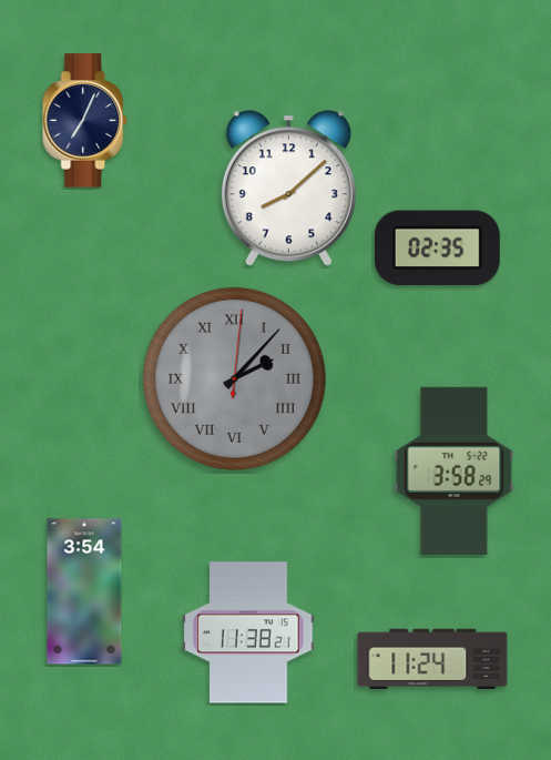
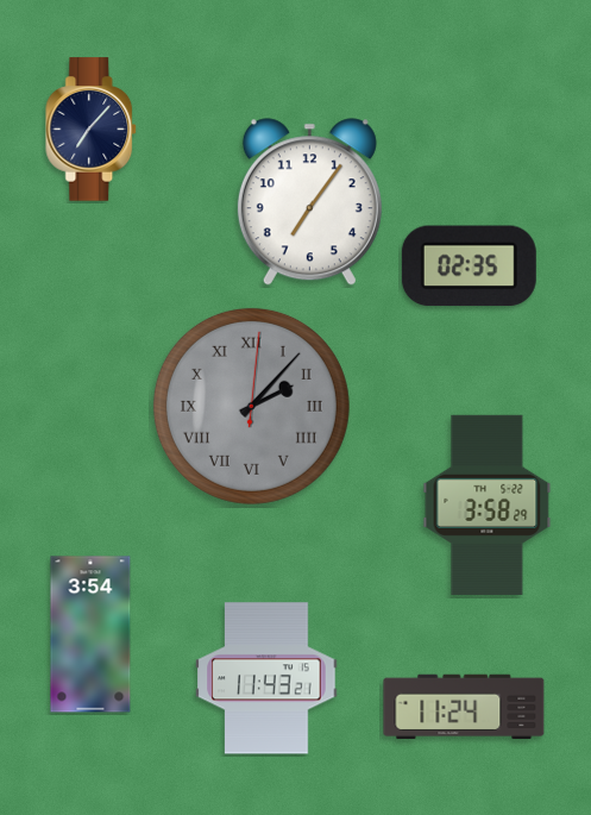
clock at (85, 121): 7:04 -> 7:07
clock at (288, 189): 8:08 -> 7:06
clock at (248, 632): 11:38 -> 11:43
